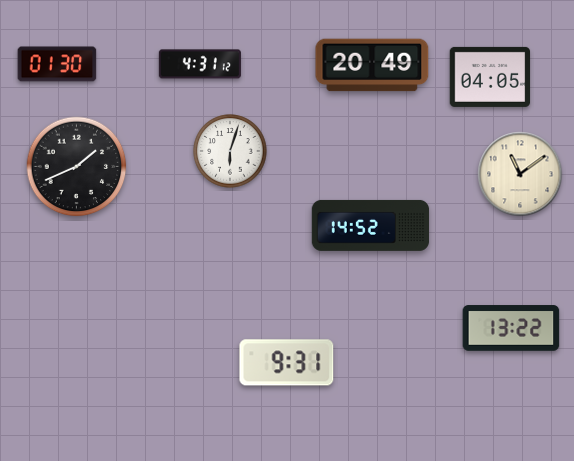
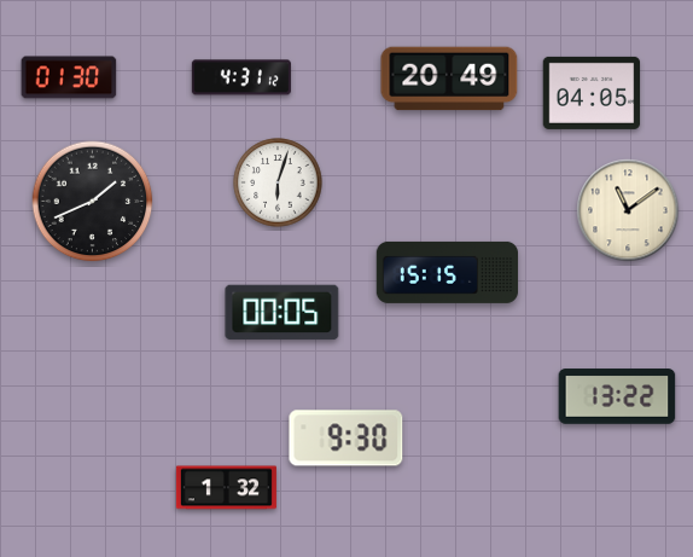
clock at (371, 225): 14:52 -> 15:15
clock at (283, 313): none -> 00:05
clock at (287, 363): 9:31 -> 9:30
clock at (226, 488): none -> 1:32
